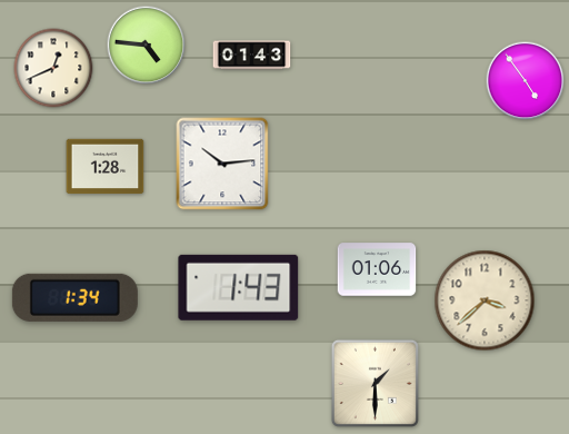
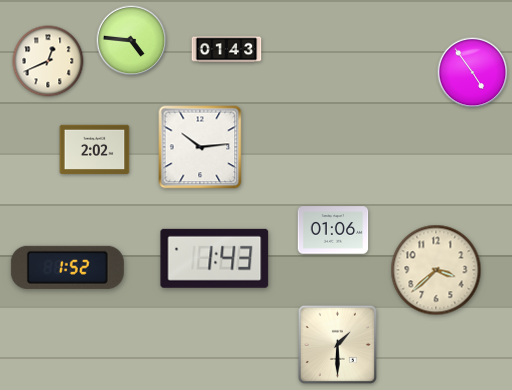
clock at (106, 167): 1:28 -> 2:02
clock at (377, 269) position: (377, 269) -> (333, 230)
clock at (74, 297): 1:34 -> 1:52
